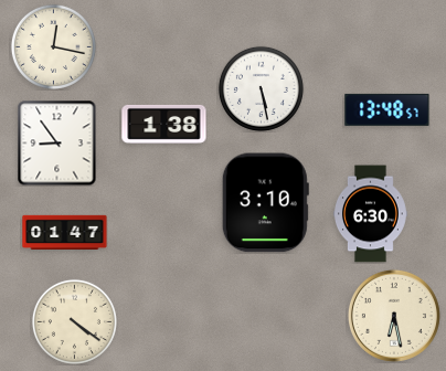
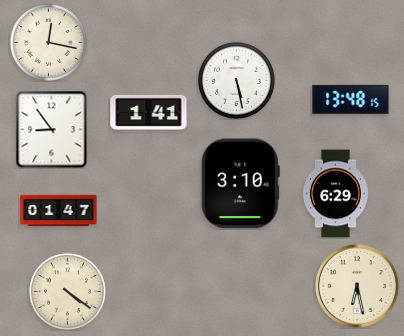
clock at (387, 109): 13:48:57 -> 13:48:15
clock at (164, 124): 1:38 -> 1:41
clock at (371, 214): 6:30 -> 6:29
